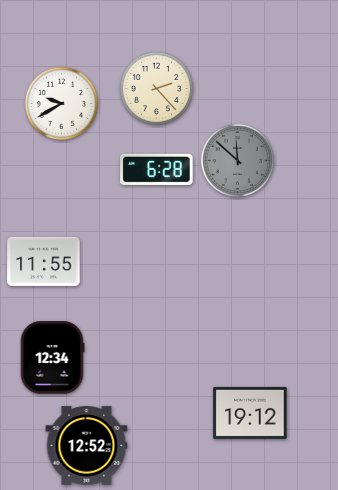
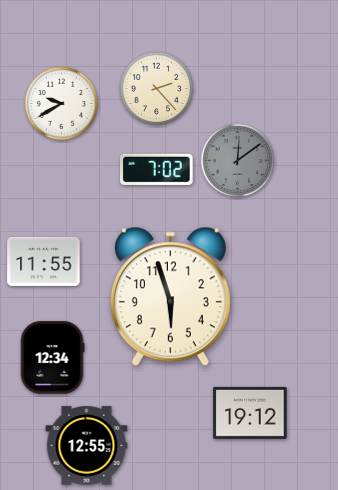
clock at (237, 160): 11:52 -> 12:09
clock at (157, 169): 6:28 -> 7:02
clock at (170, 297): none -> 5:57
clock at (87, 446): 12:52 -> 12:55
